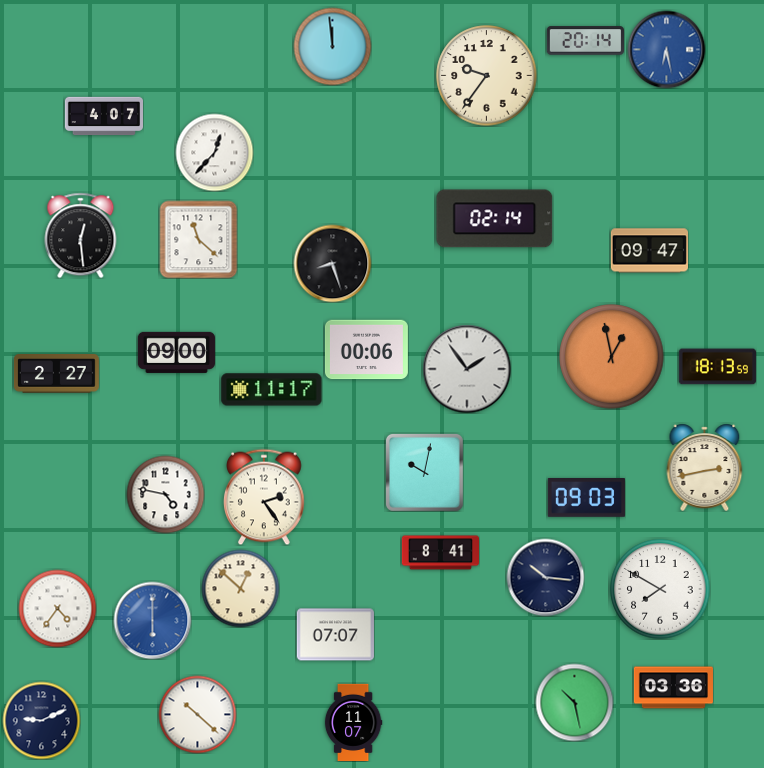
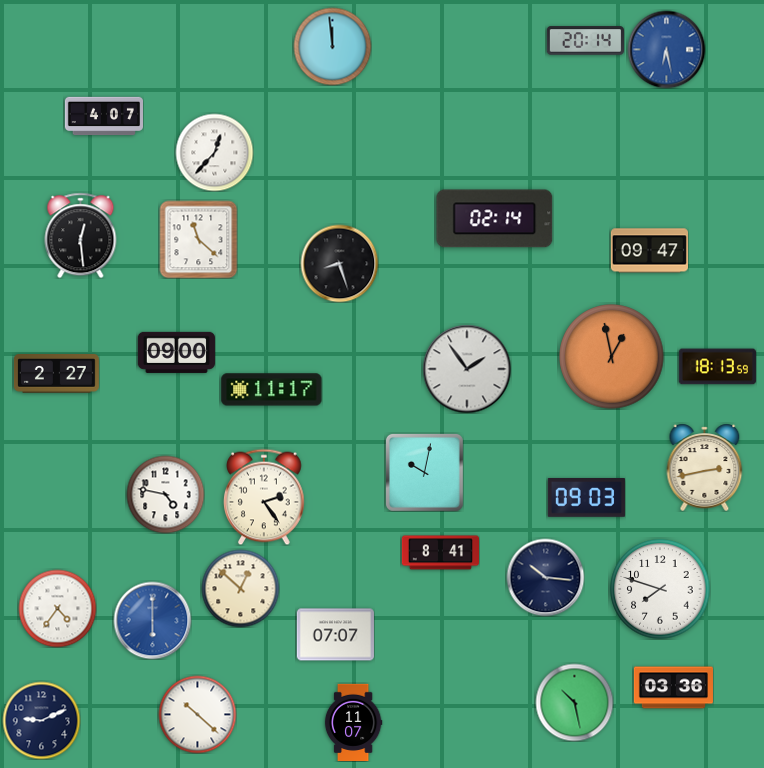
clock at (487, 76): 9:36 -> none
clock at (332, 263) position: (332, 263) -> (339, 263)
clock at (366, 350): 00:06 -> none
clock at (660, 589): 7:50 -> 7:48
